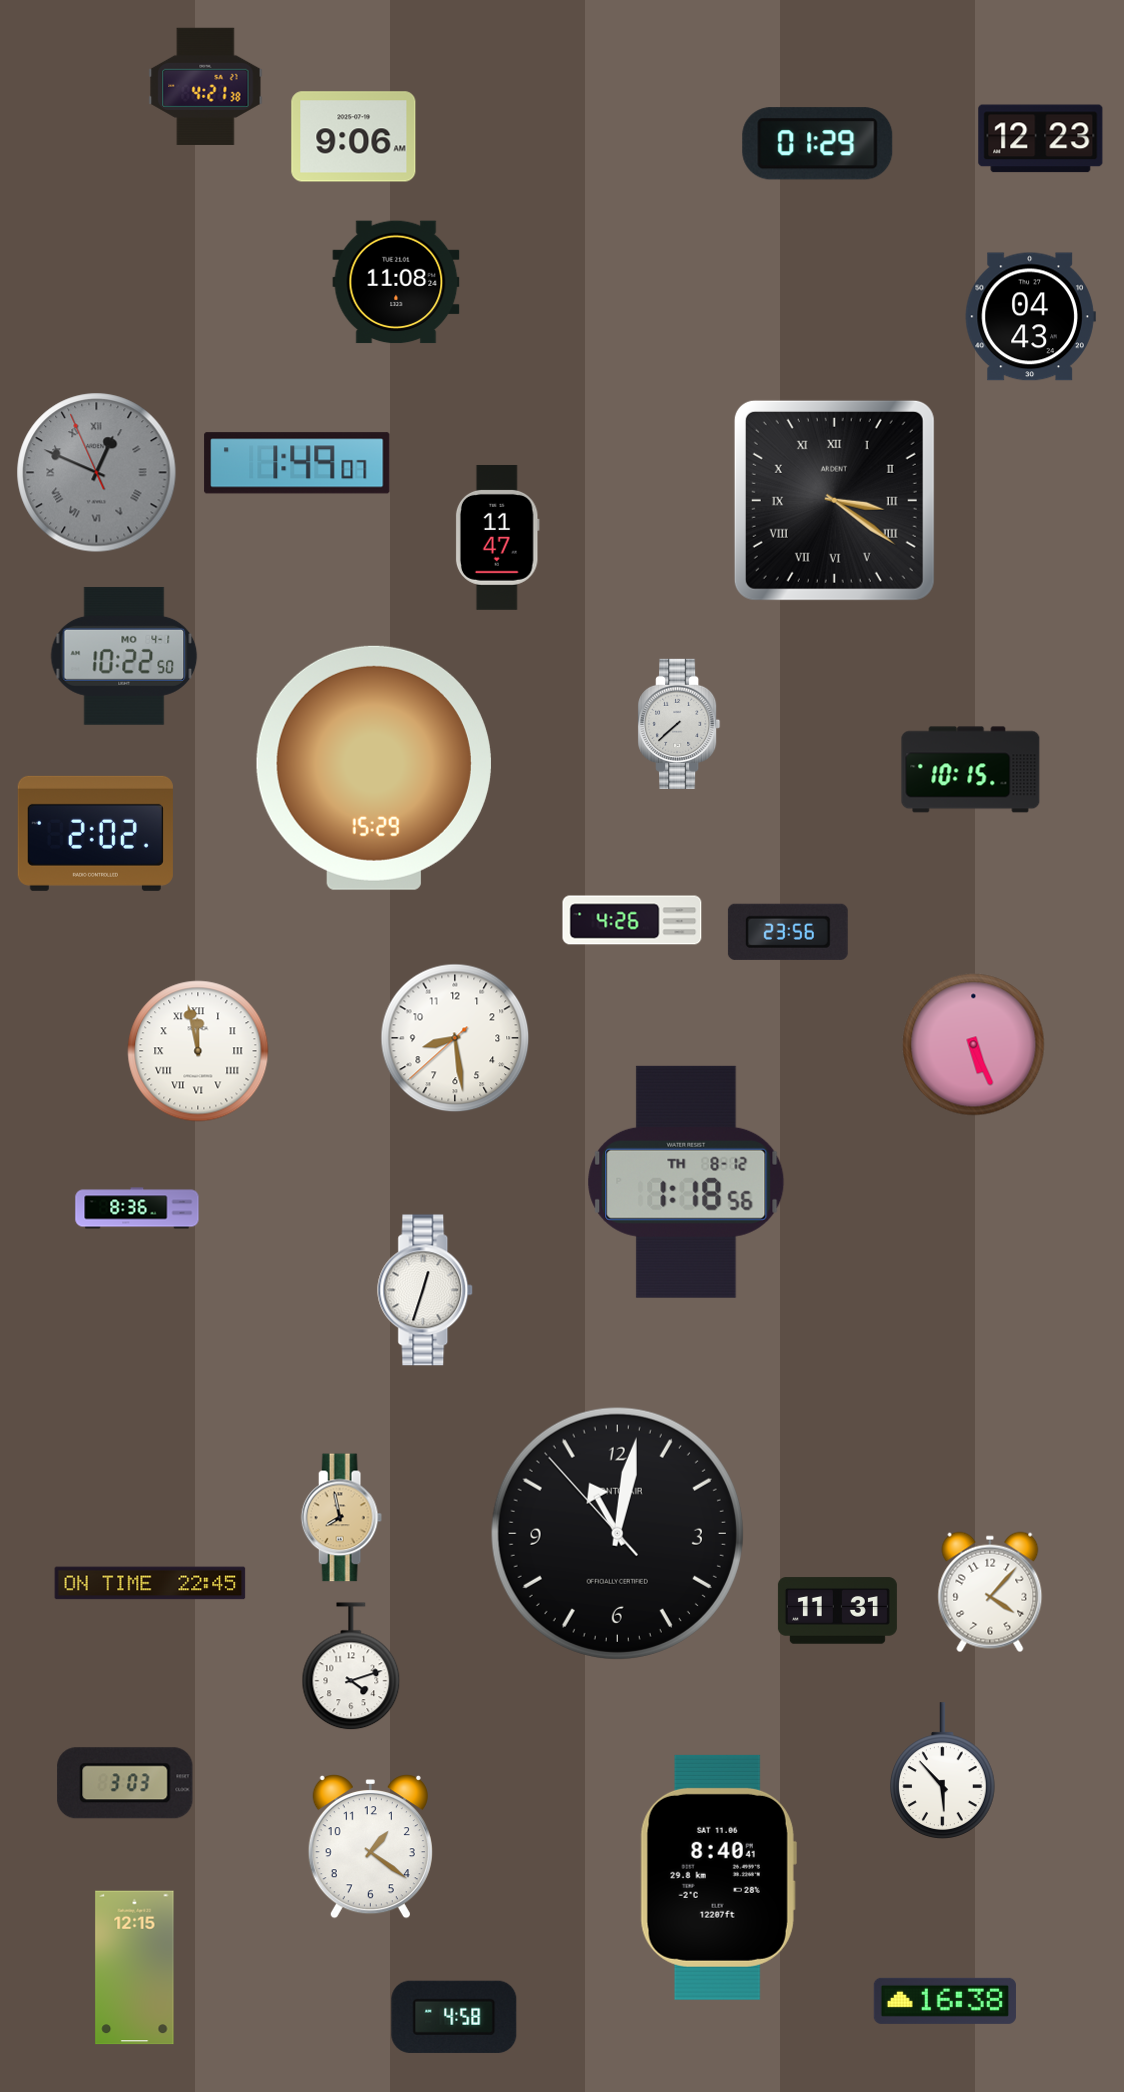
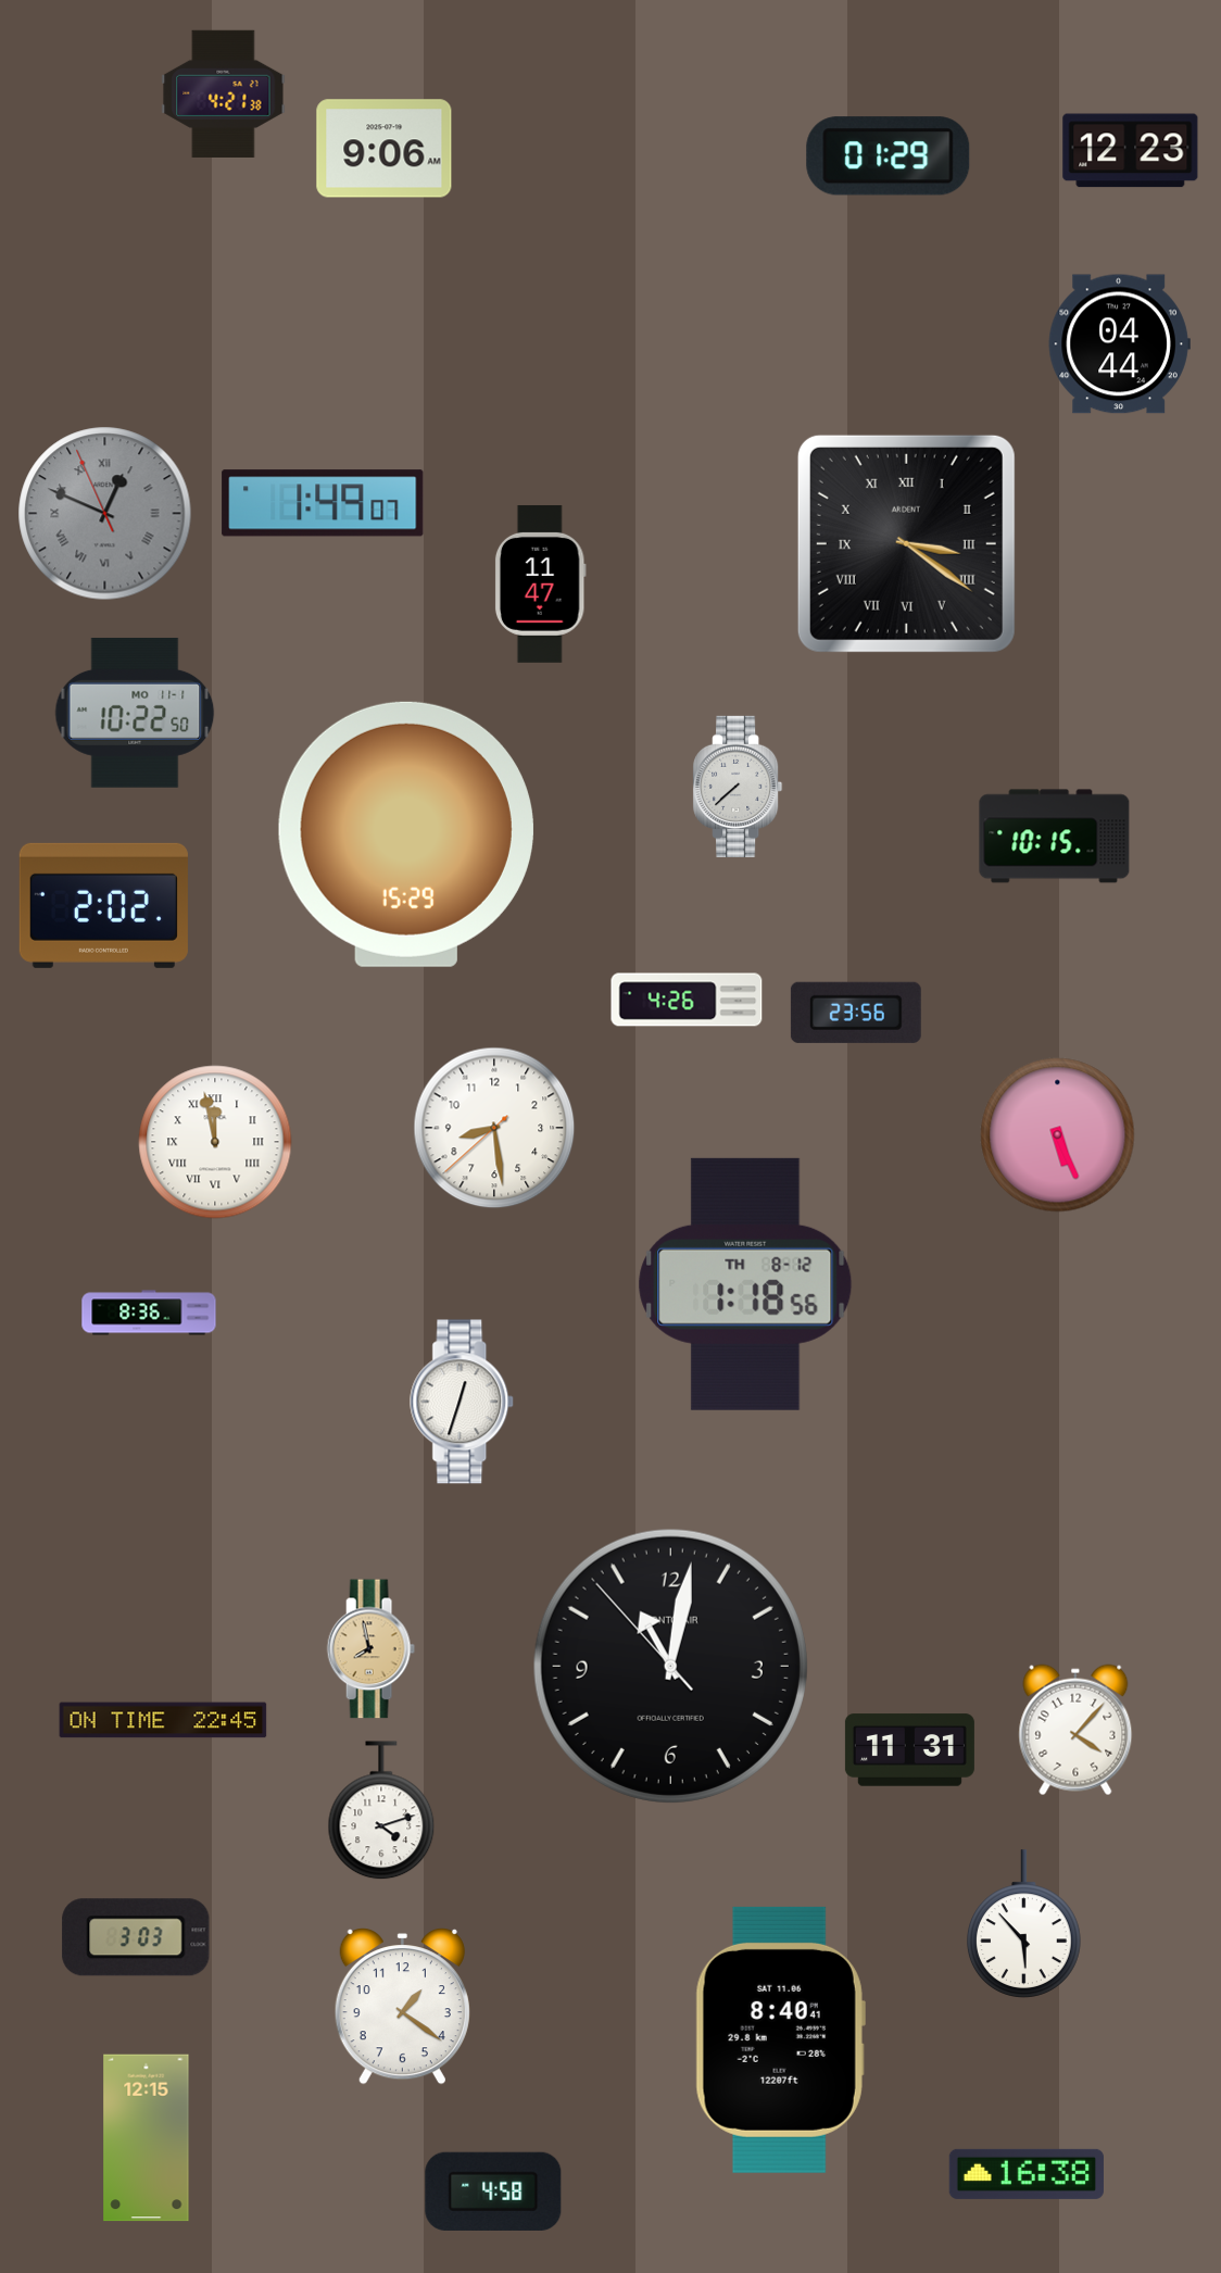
clock at (396, 282): 11:08 -> none
clock at (1030, 317): 04:43 -> 04:44
clock at (124, 656) date: MO 4-1 -> MO 11-1
